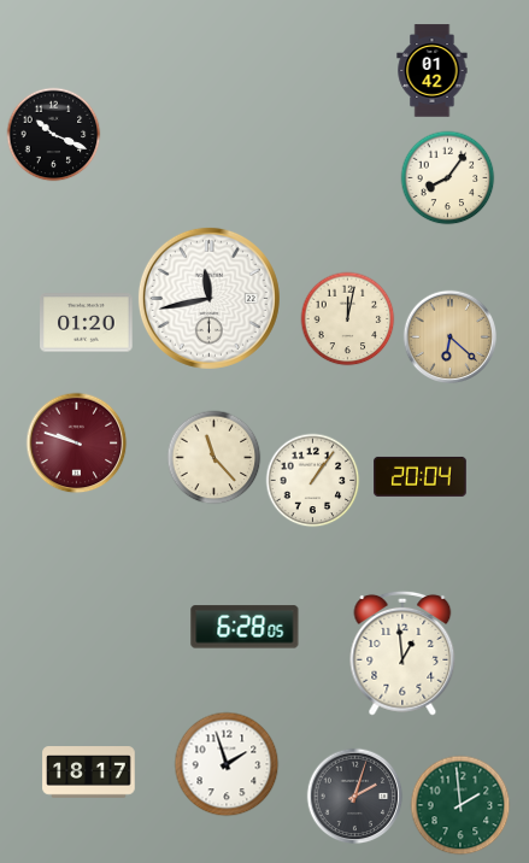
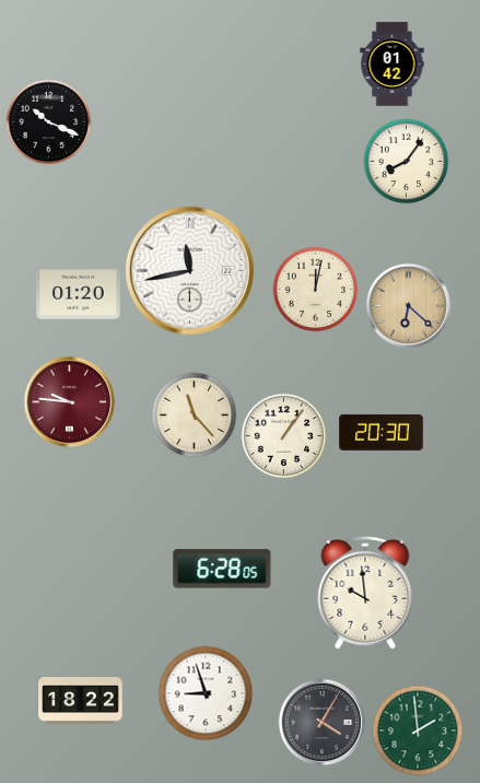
clock at (76, 442): 9:48 -> 9:46
clock at (421, 476): 20:04 -> 20:30
clock at (402, 653): 12:59 -> 9:59
clock at (227, 764): 1:57 -> 8:57
clock at (89, 773): 18:17 -> 18:22
clock at (354, 796): 2:03 -> 4:05
